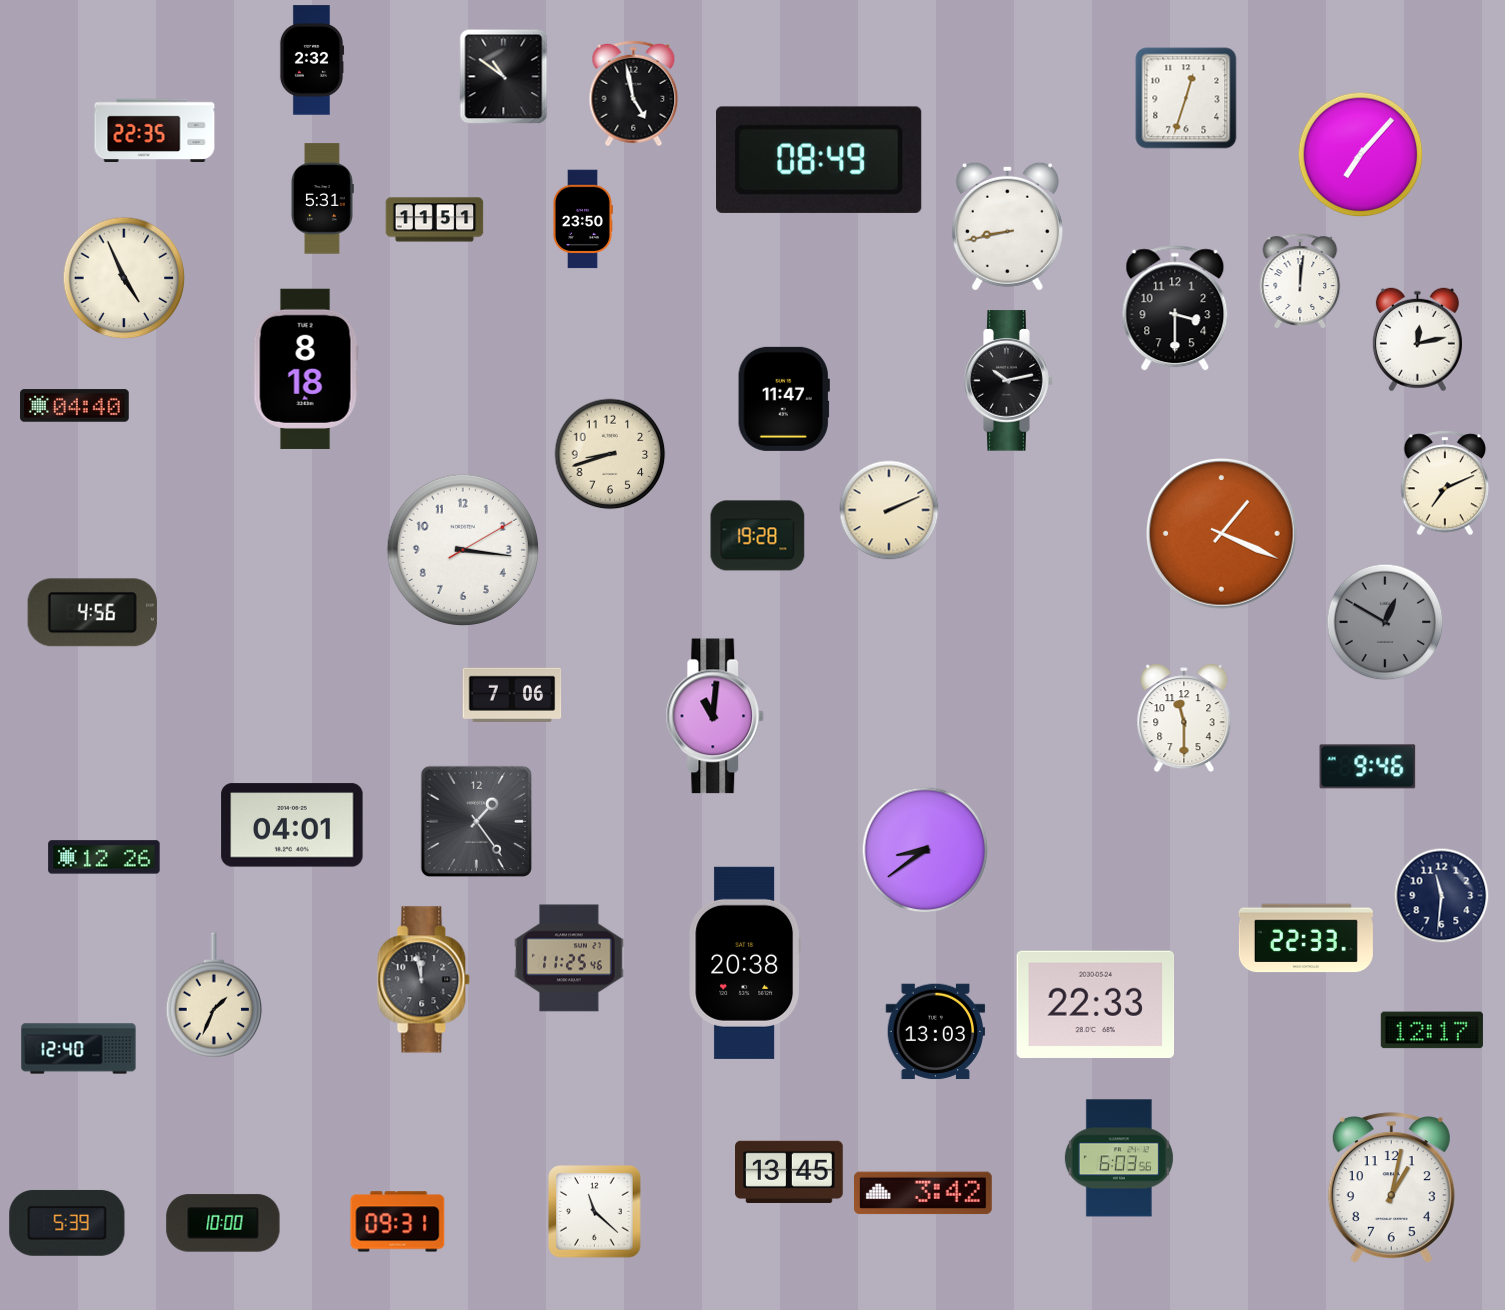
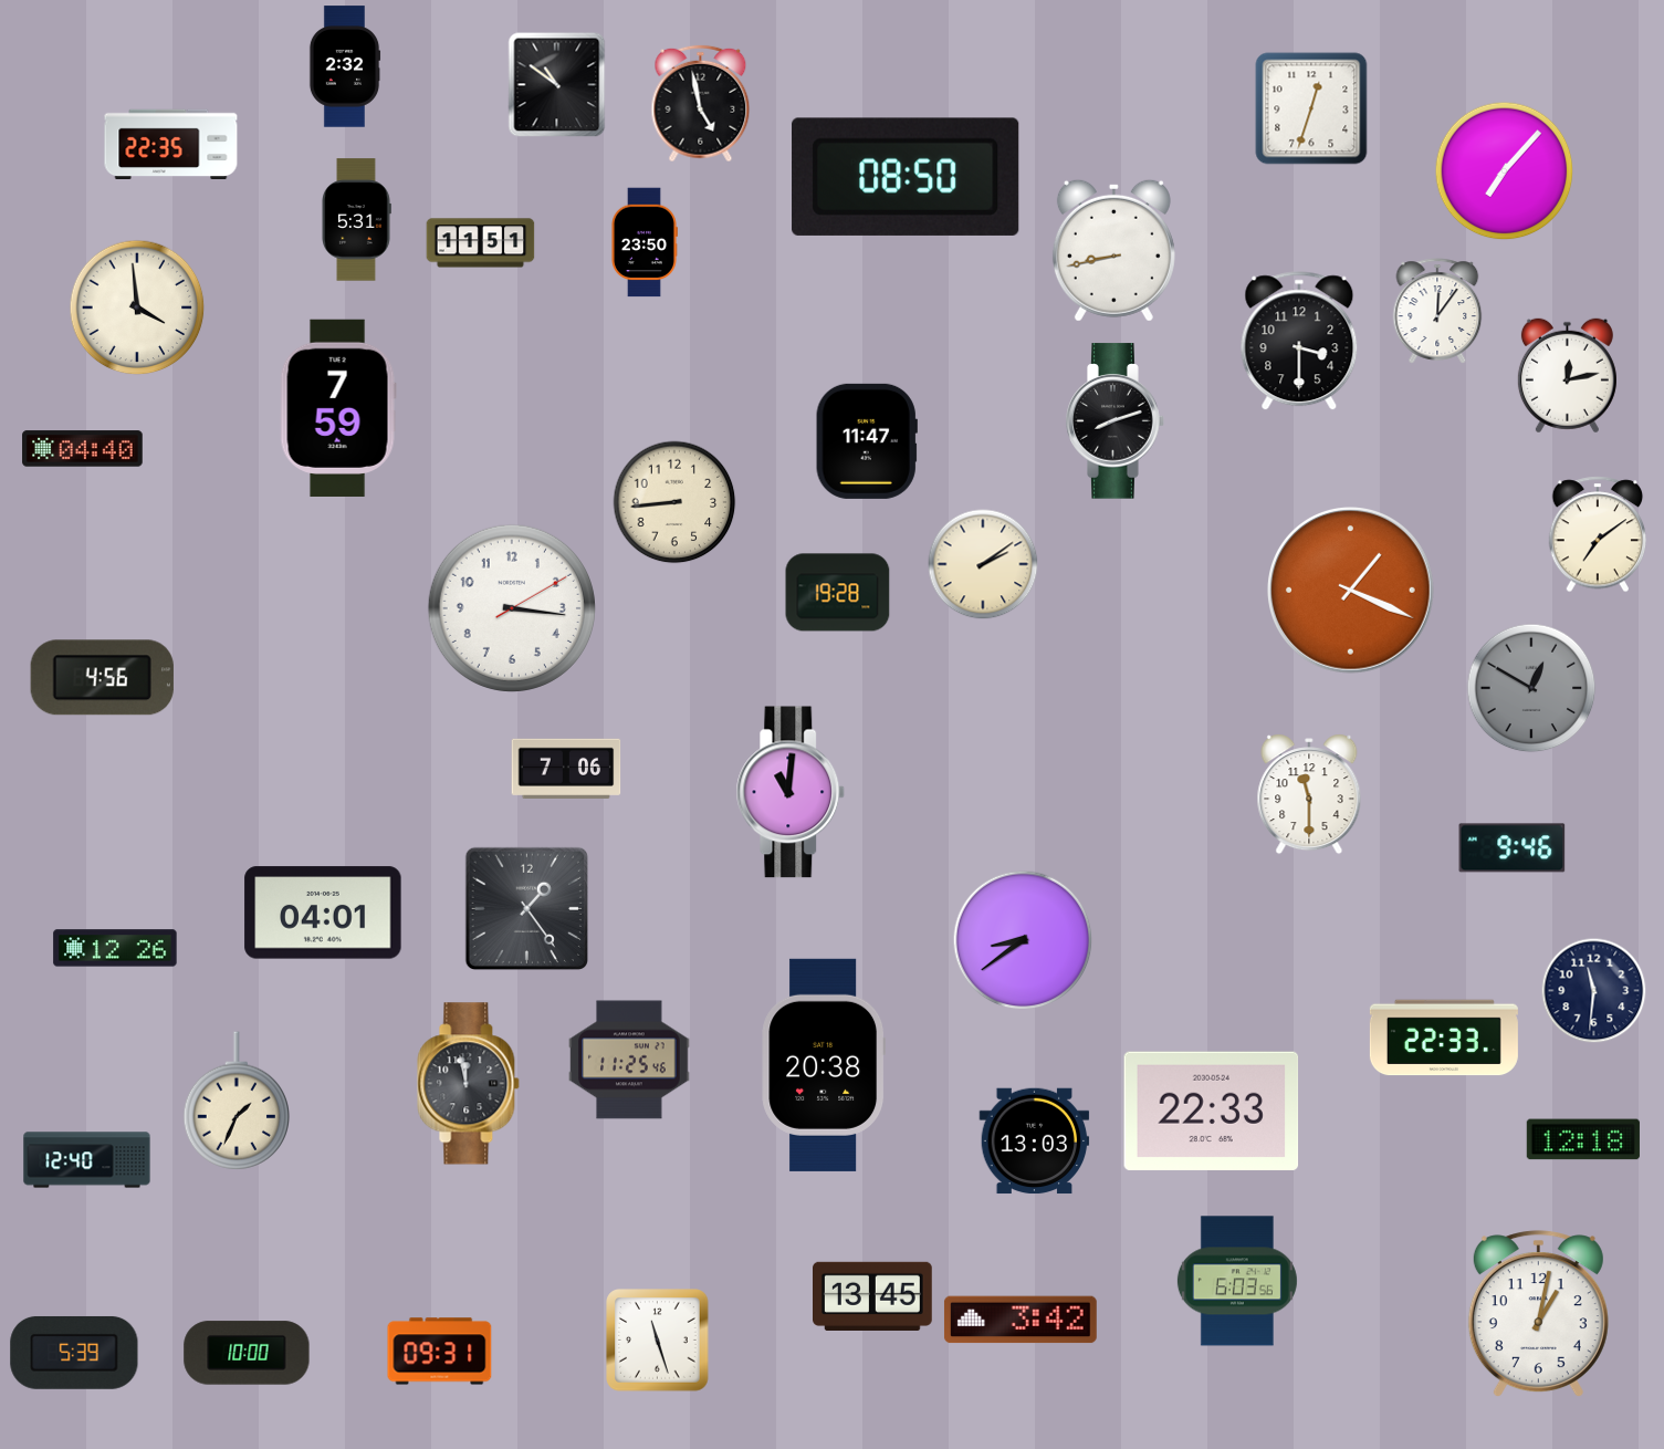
clock at (819, 160): 08:49 -> 08:50
clock at (124, 278): 4:56 -> 3:59
clock at (1300, 281): 12:01 -> 12:06
clock at (306, 369): 8:18 -> 7:59
clock at (1009, 381): 10:13 -> 8:12
clock at (610, 454): 8:42 -> 8:44
clock at (1445, 483): 7:11 -> 7:09
clock at (889, 510): 2:11 -> 2:09
clock at (1432, 1030): 12:17 -> 12:18
clock at (595, 1212): 11:22 -> 11:27
